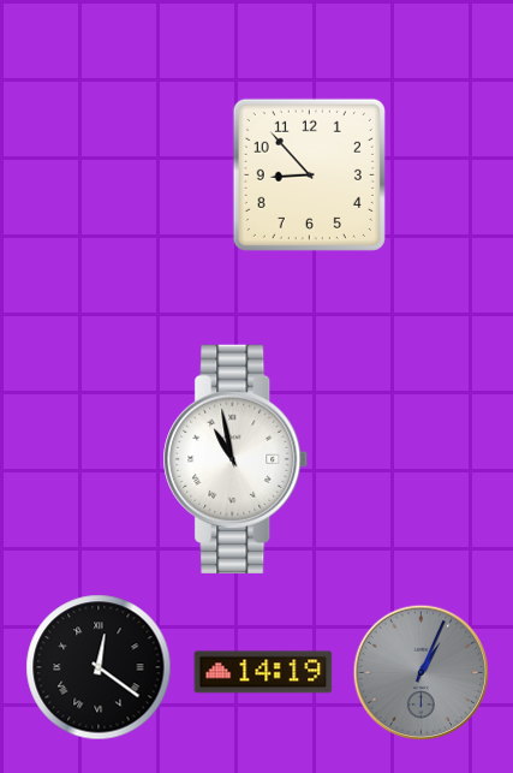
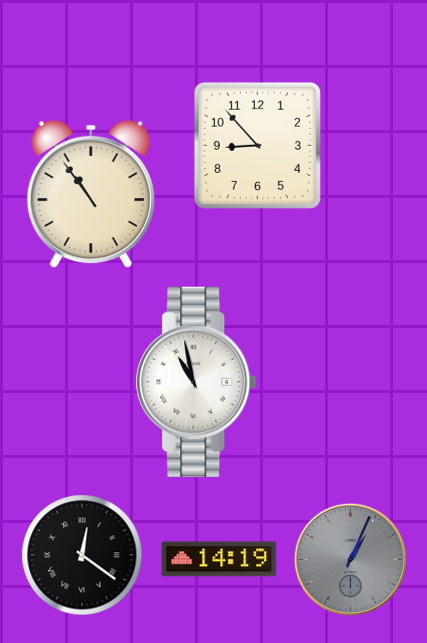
clock at (91, 194): none -> 10:54
